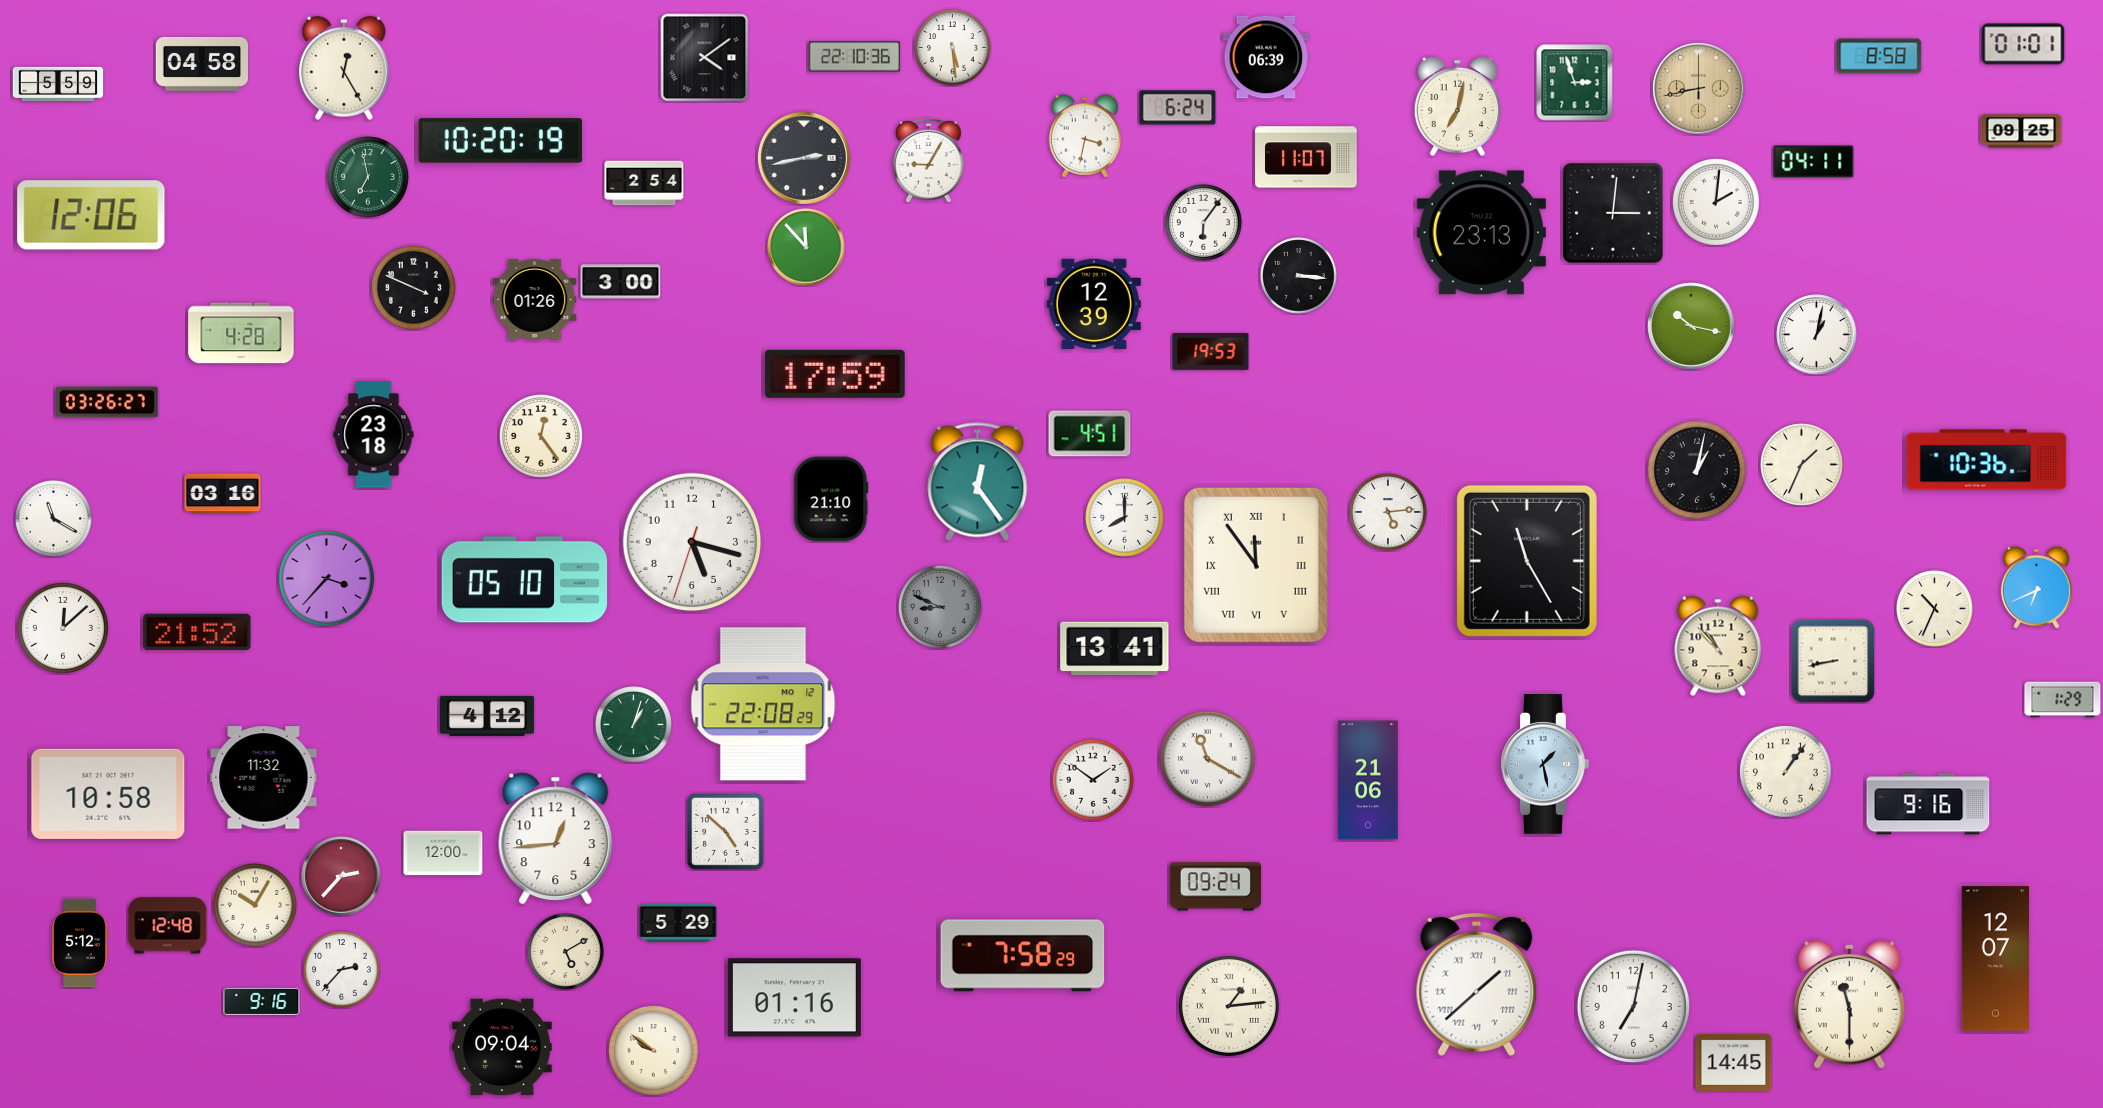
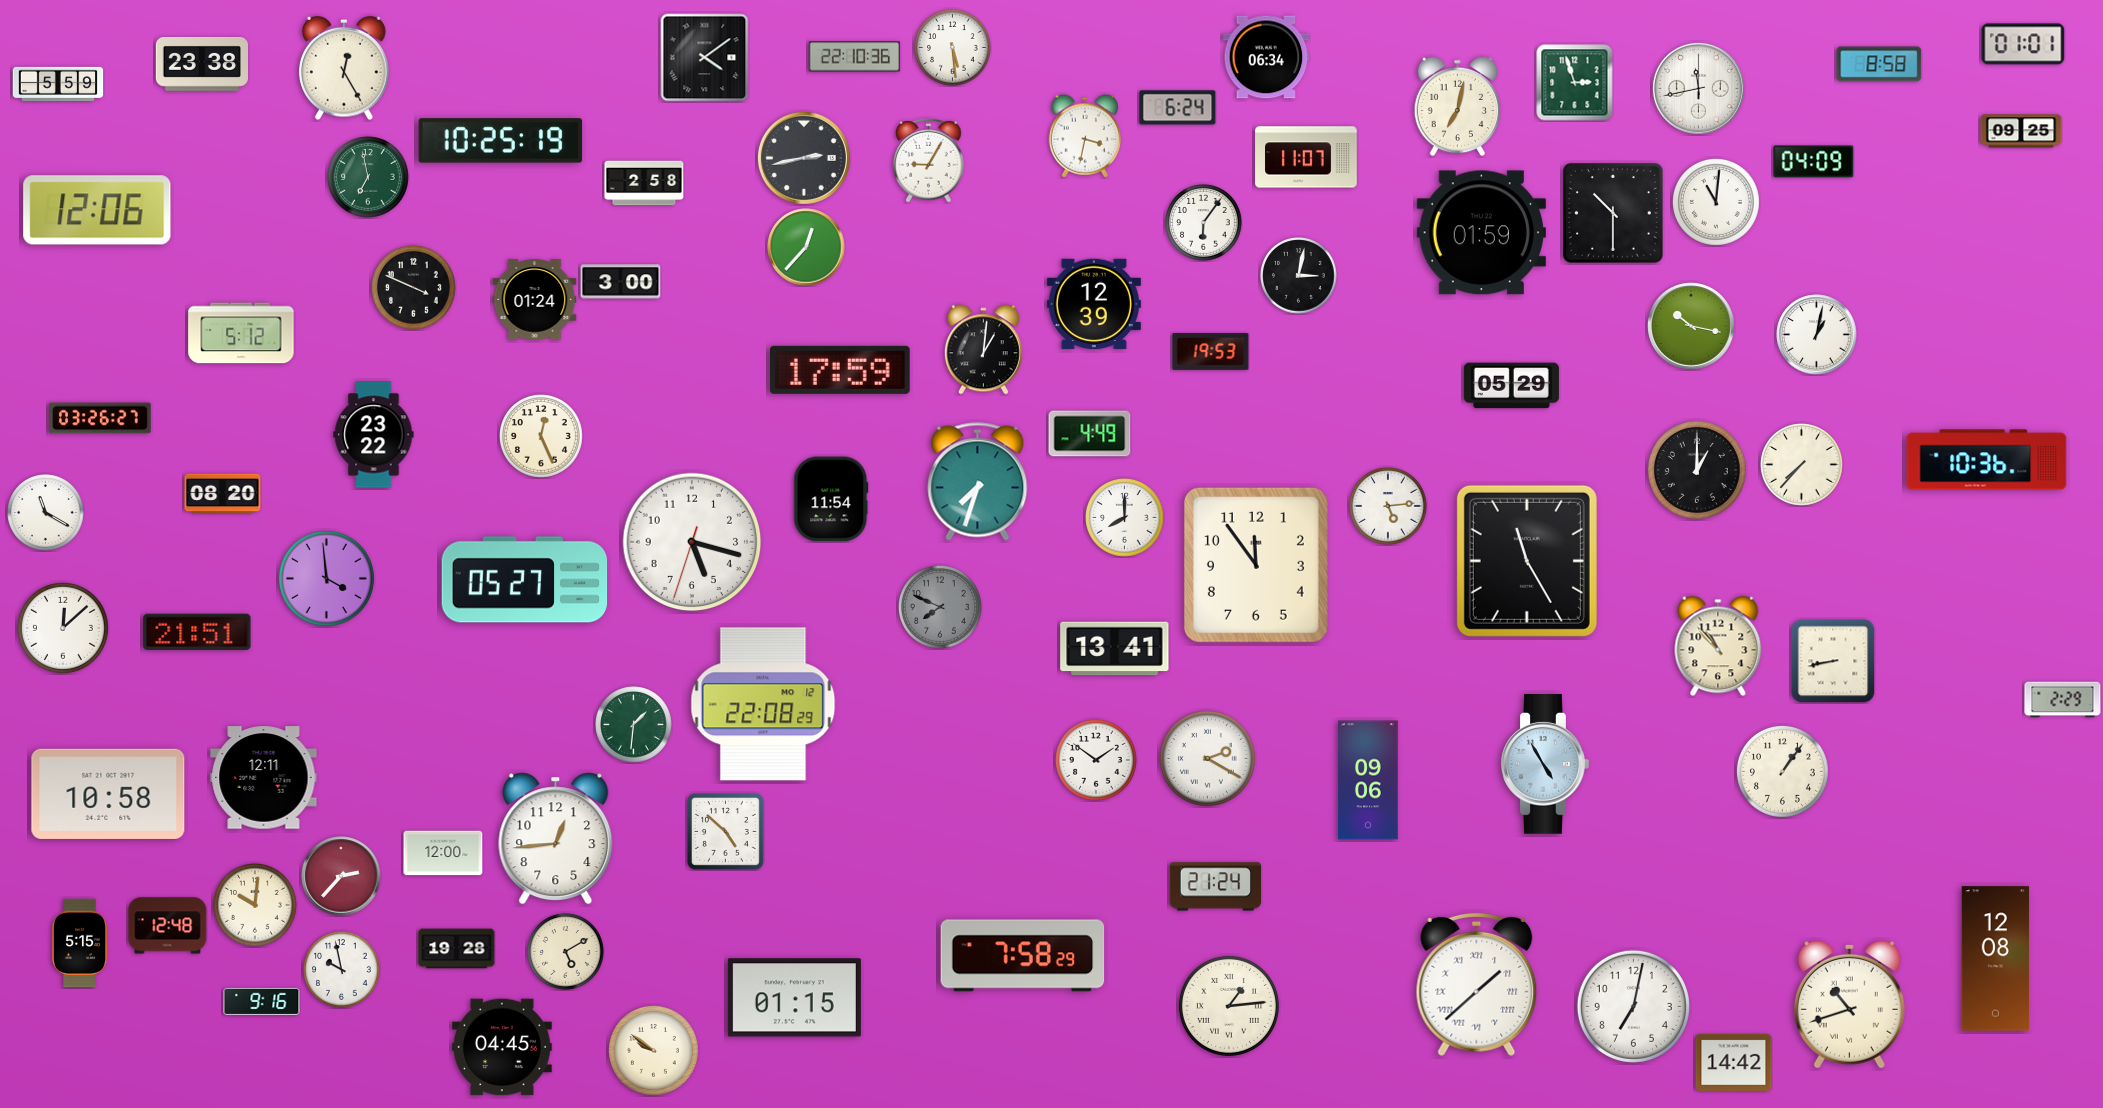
clock at (1879, 56) position: (1879, 56) -> (1879, 64)
clock at (1266, 57): 06:39 -> 06:34
clock at (201, 64): 04:58 -> 23:38
clock at (1698, 88): 8:43 -> 11:43
clock at (1698, 88) dial: champagne -> white
clock at (501, 141): 10:20 -> 10:25
clock at (1814, 162): 04:11 -> 04:09
clock at (644, 183): 2:54 -> 2:58
clock at (1716, 202): 2:01 -> 11:01
clock at (1613, 213): 3:01 -> 10:30
clock at (91, 215) position: (91, 215) -> (97, 210)
clock at (1481, 233): 23:13 -> 01:59
clock at (806, 247): 11:53 -> 12:37
clock at (1299, 276): 3:16 -> 3:02
clock at (535, 300): 01:26 -> 01:24
clock at (241, 333): 4:28 -> 5:12
clock at (983, 350): none -> 1:01
clock at (835, 374) position: (835, 374) -> (840, 370)
clock at (1511, 386): none -> 05:29
clock at (107, 402) position: (107, 402) -> (100, 418)
clock at (1090, 434): 4:51 -> 4:49
clock at (374, 435): 23:18 -> 23:22
clock at (542, 437): 12:24 -> 12:26
clock at (1802, 465): 1:34 -> 7:37
clock at (1697, 470): 1:02 -> 1:00
clock at (978, 482): 12:24 -> 7:33
clock at (223, 494): 03:16 -> 08:20
clock at (831, 499): 21:10 -> 11:54
clock at (1388, 512) position: (1388, 512) -> (1388, 506)
clock at (54, 519) position: (54, 519) -> (46, 513)
clock at (1256, 565) numerals: Roman -> Arabic
clock at (326, 578): 3:37 -> 3:59
clock at (525, 580): 05:10 -> 05:27
clock at (2036, 587): 6:41 -> none
clock at (941, 608): 8:49 -> 7:49
clock at (1935, 609): 10:34 -> none
clock at (197, 632): 21:52 -> 21:51
clock at (2063, 700): 1:29 -> 2:29
clock at (487, 716): 4:12 -> none
clock at (634, 725): 1:03 -> 1:31
clock at (1207, 758): 11:20 -> 2:20
clock at (1545, 765): 1:28 -> 4:55
clock at (1785, 771) position: (1785, 771) -> (1782, 771)
clock at (264, 778): 11:32 -> 12:11
clock at (1368, 780): 21:06 -> 09:06
clock at (1094, 781) position: (1094, 781) -> (1097, 761)
clock at (1928, 804): 9:16 -> none
clock at (1215, 887): 09:24 -> 21:24
clock at (256, 906): 10:05 -> 10:01
clock at (678, 924): 5:29 -> none
clock at (80, 943): 5:12 -> 5:15
clock at (457, 949): none -> 19:28
clock at (1996, 959): 12:07 -> 12:08
clock at (342, 970): 2:37 -> 9:58
clock at (794, 998): 01:16 -> 01:15
clock at (1849, 1004): 11:30 -> 10:42
clock at (503, 1047): 09:04 -> 04:45
clock at (1734, 1062): 14:45 -> 14:42
